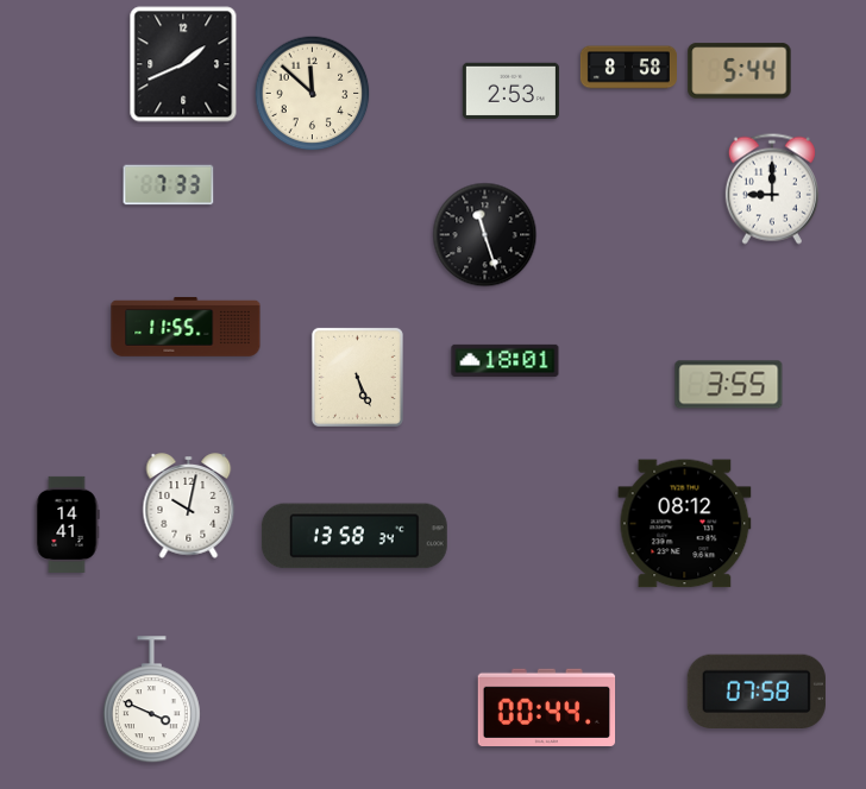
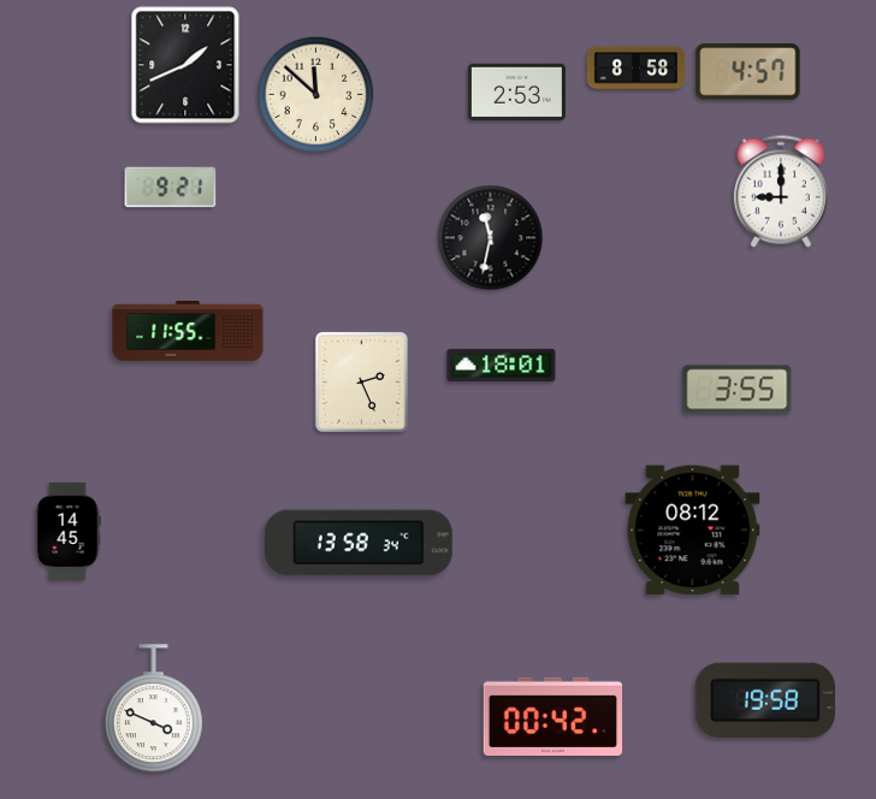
clock at (740, 71): 5:44 -> 4:57
clock at (169, 185): 7:33 -> 9:21
clock at (485, 235): 11:27 -> 11:32
clock at (506, 360) position: (506, 360) -> (502, 365)
clock at (357, 377): 5:26 -> 2:26
clock at (189, 506): 10:02 -> none
clock at (67, 524): 14:41 -> 14:45
clock at (757, 690): 07:58 -> 19:58
clock at (547, 707): 00:44 -> 00:42
